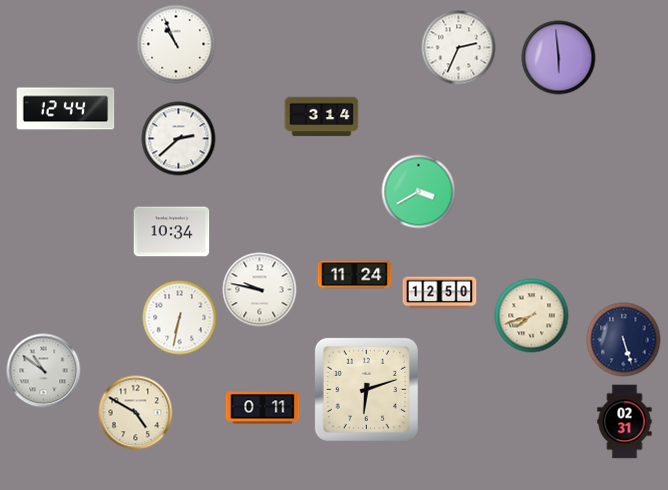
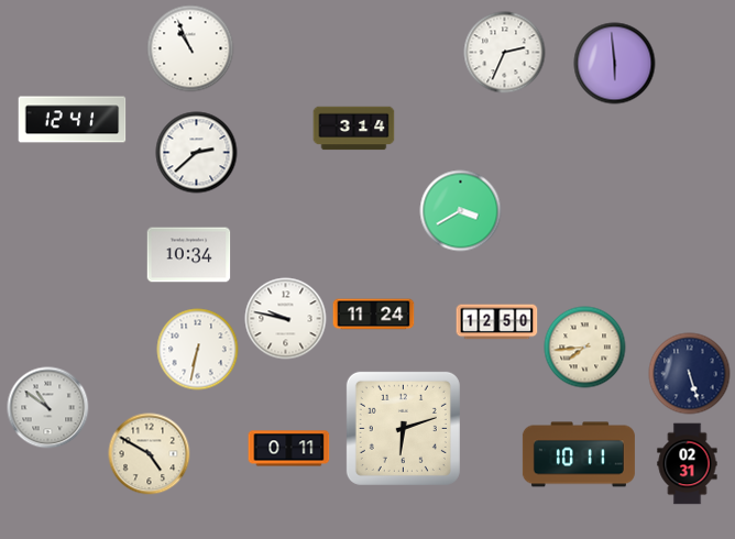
clock at (176, 44) position: (176, 44) -> (190, 48)
clock at (66, 109): 12:44 -> 12:41
clock at (355, 275) position: (355, 275) -> (374, 315)
clock at (440, 293) position: (440, 293) -> (497, 322)
clock at (532, 316): 7:42 -> 7:44
clock at (624, 340) position: (624, 340) -> (690, 374)
clock at (579, 454): none -> 10:11
